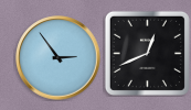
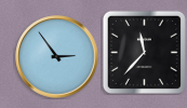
clock at (147, 53): 12:41 -> 11:37
